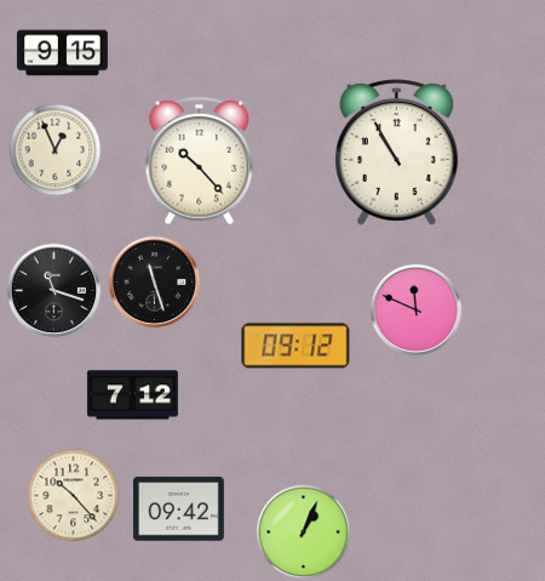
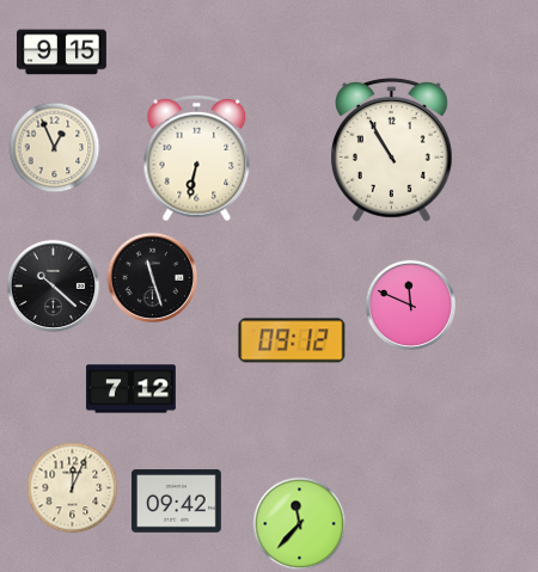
clock at (200, 161): 10:23 -> 6:32
clock at (54, 291): 11:18 -> 10:22
clock at (74, 496): 10:23 -> 12:04
clock at (304, 532): 1:04 -> 11:37
